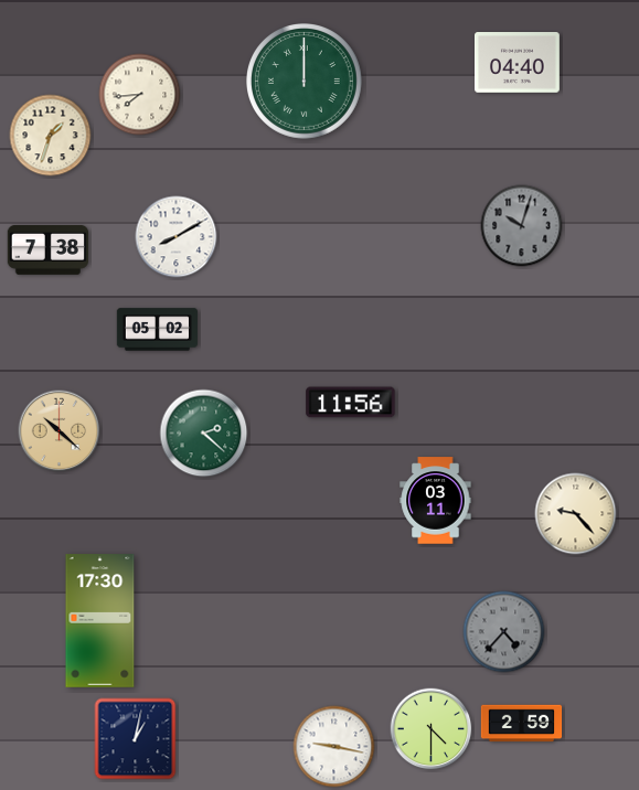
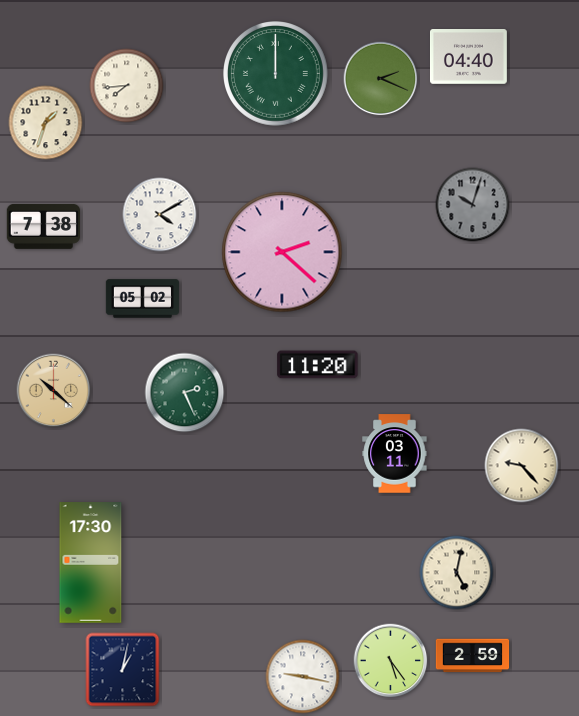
clock at (381, 79): none -> 2:19
clock at (177, 237): 8:10 -> 4:10
clock at (282, 252): none -> 2:22
clock at (351, 403): 11:56 -> 11:20
clock at (204, 434): 2:22 -> 2:26
clock at (504, 632): 4:37 -> 5:02
clock at (504, 632) dial: grey -> cream
clock at (432, 729): 4:30 -> 5:24
